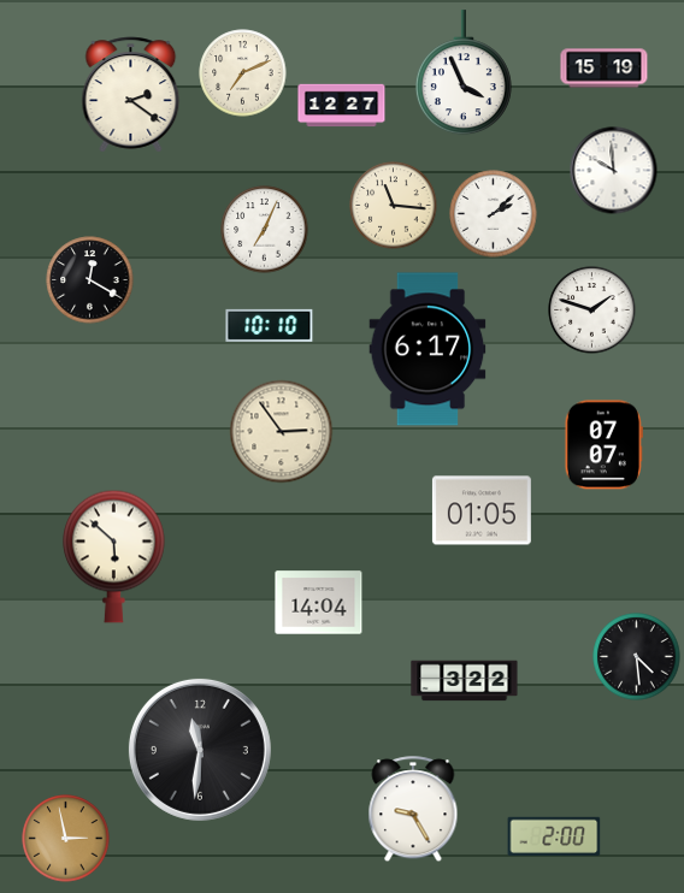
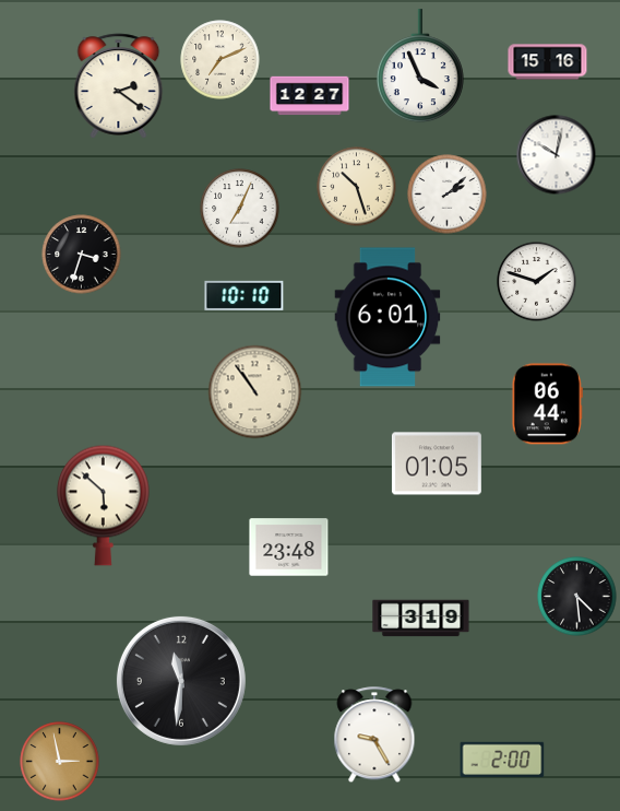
clock at (605, 69): 15:19 -> 15:16
clock at (243, 73) position: (243, 73) -> (220, 60)
clock at (614, 171): 9:59 -> 10:02
clock at (394, 206): 11:16 -> 10:27
clock at (90, 280): 12:20 -> 3:33
clock at (427, 349): 6:17 -> 6:01
clock at (282, 432): 2:54 -> 10:54
clock at (603, 445): 07:07 -> 06:44
clock at (319, 603): 14:04 -> 23:48
clock at (465, 681): 3:22 -> 3:19
